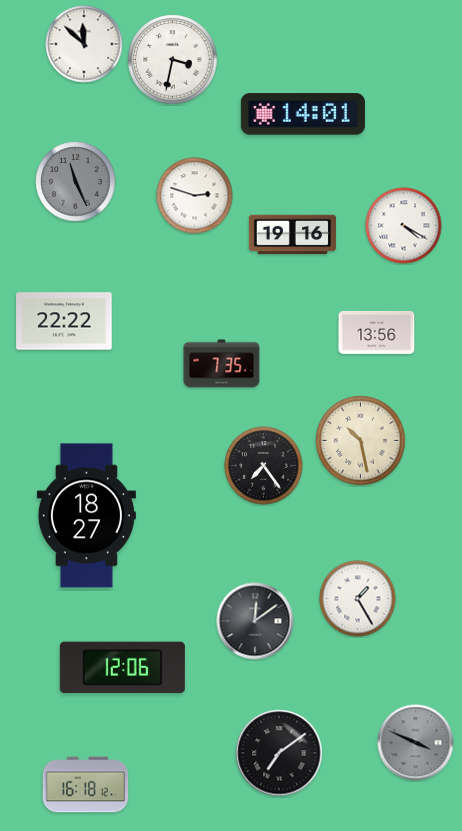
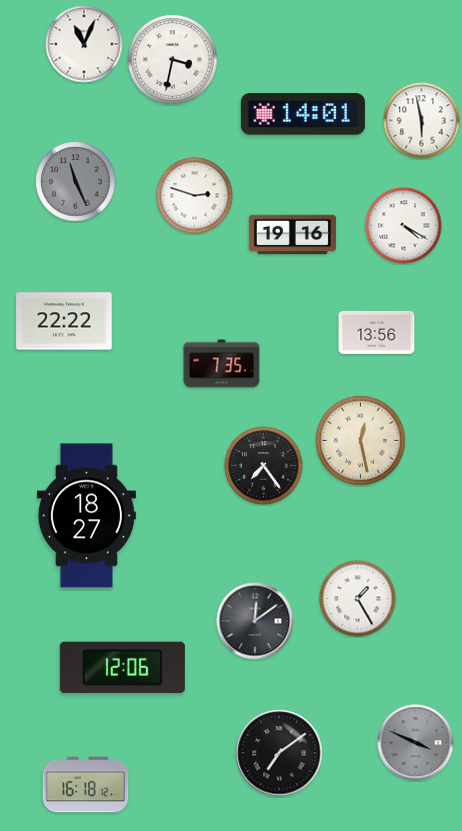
clock at (84, 44): 11:52 -> 11:04
clock at (422, 121): none -> 5:58
clock at (361, 441): 10:28 -> 12:28
